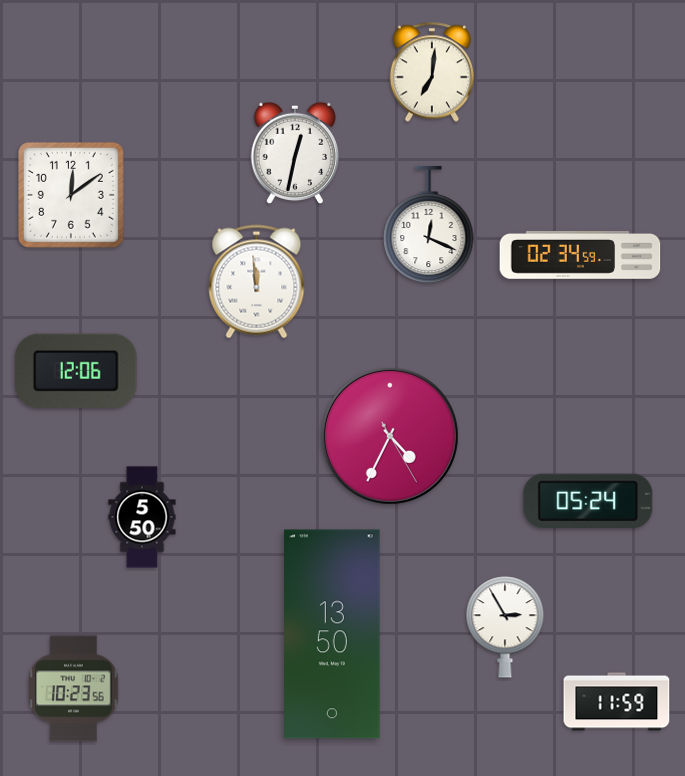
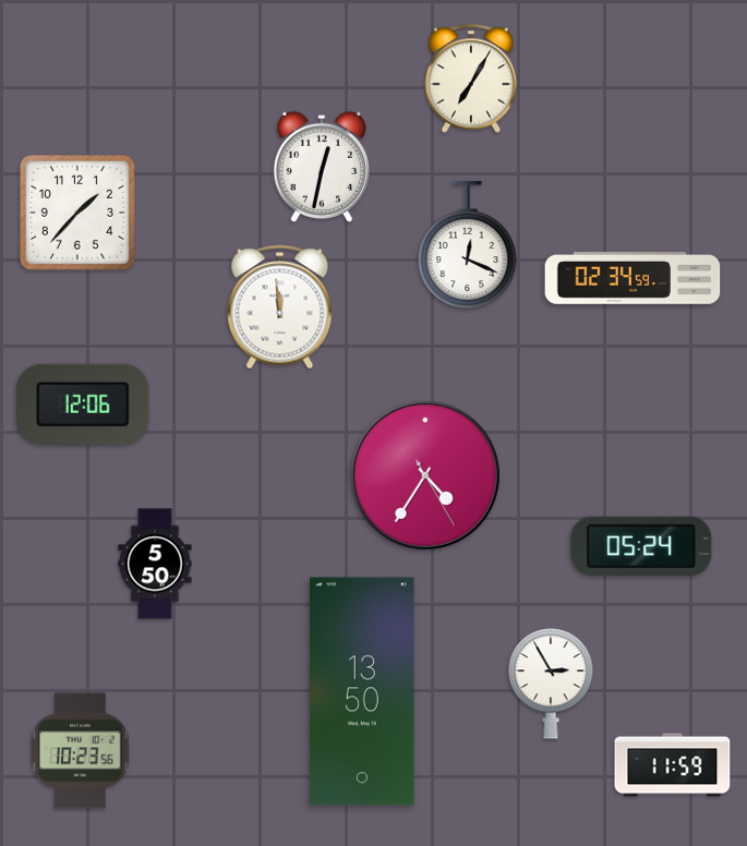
clock at (432, 72): 7:01 -> 7:05
clock at (71, 195): 12:09 -> 1:37
clock at (390, 436): 4:34 -> 4:35
